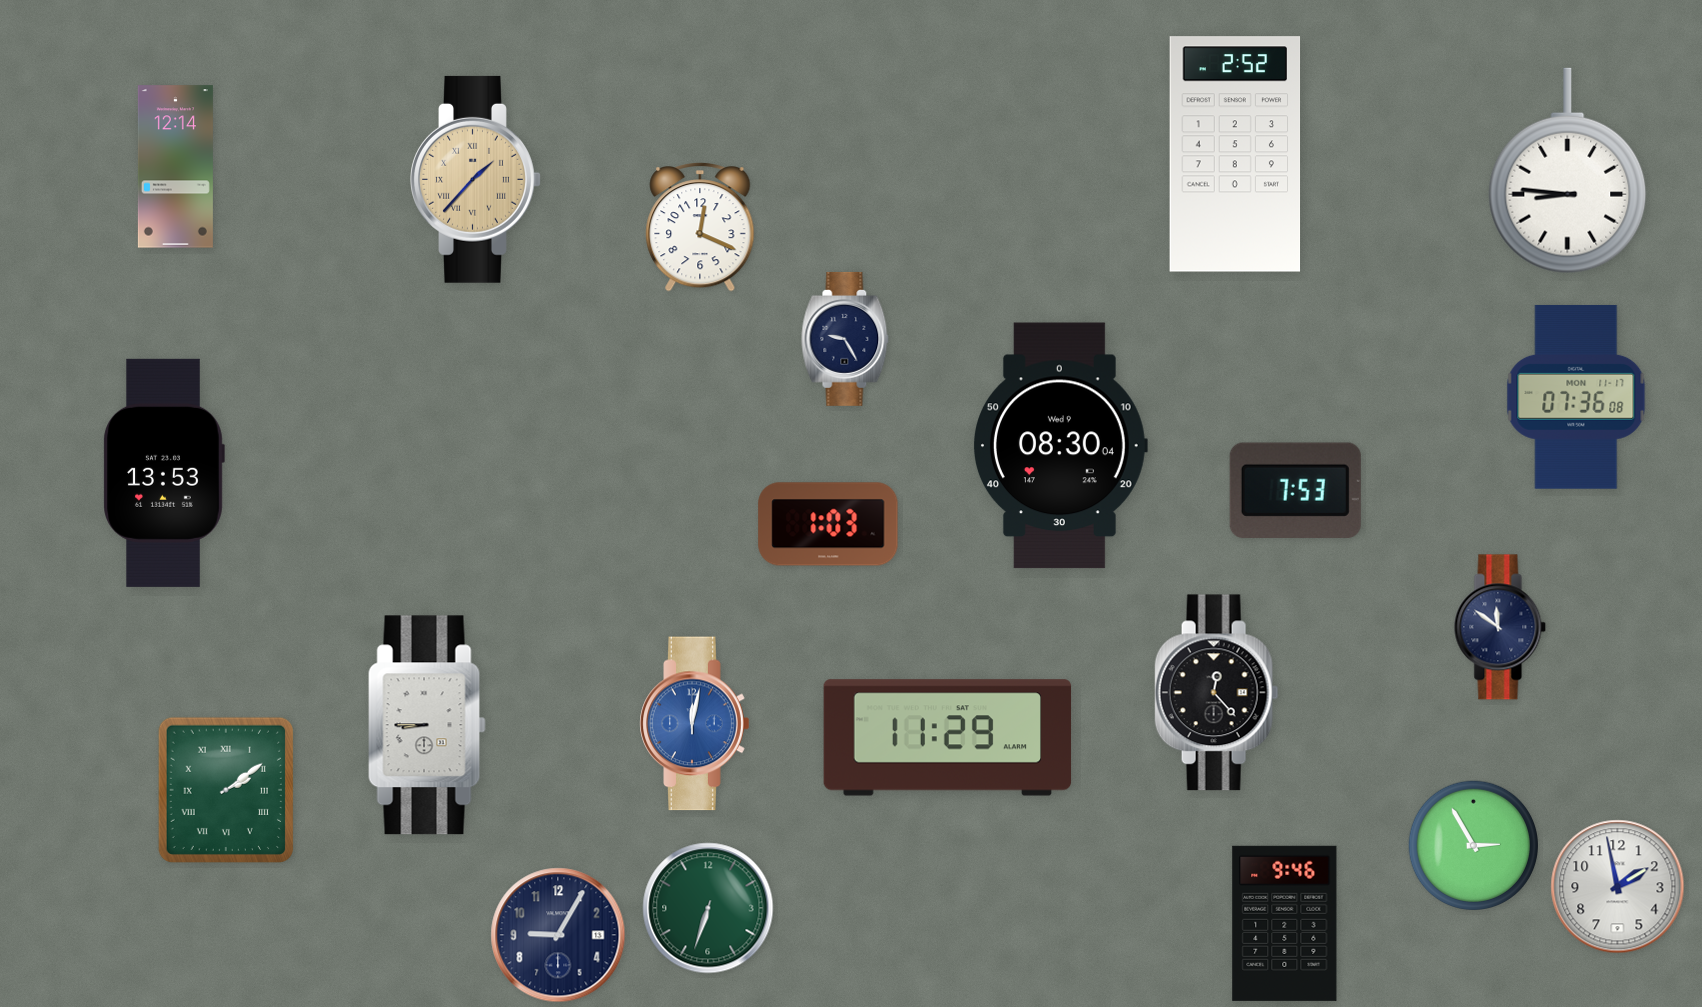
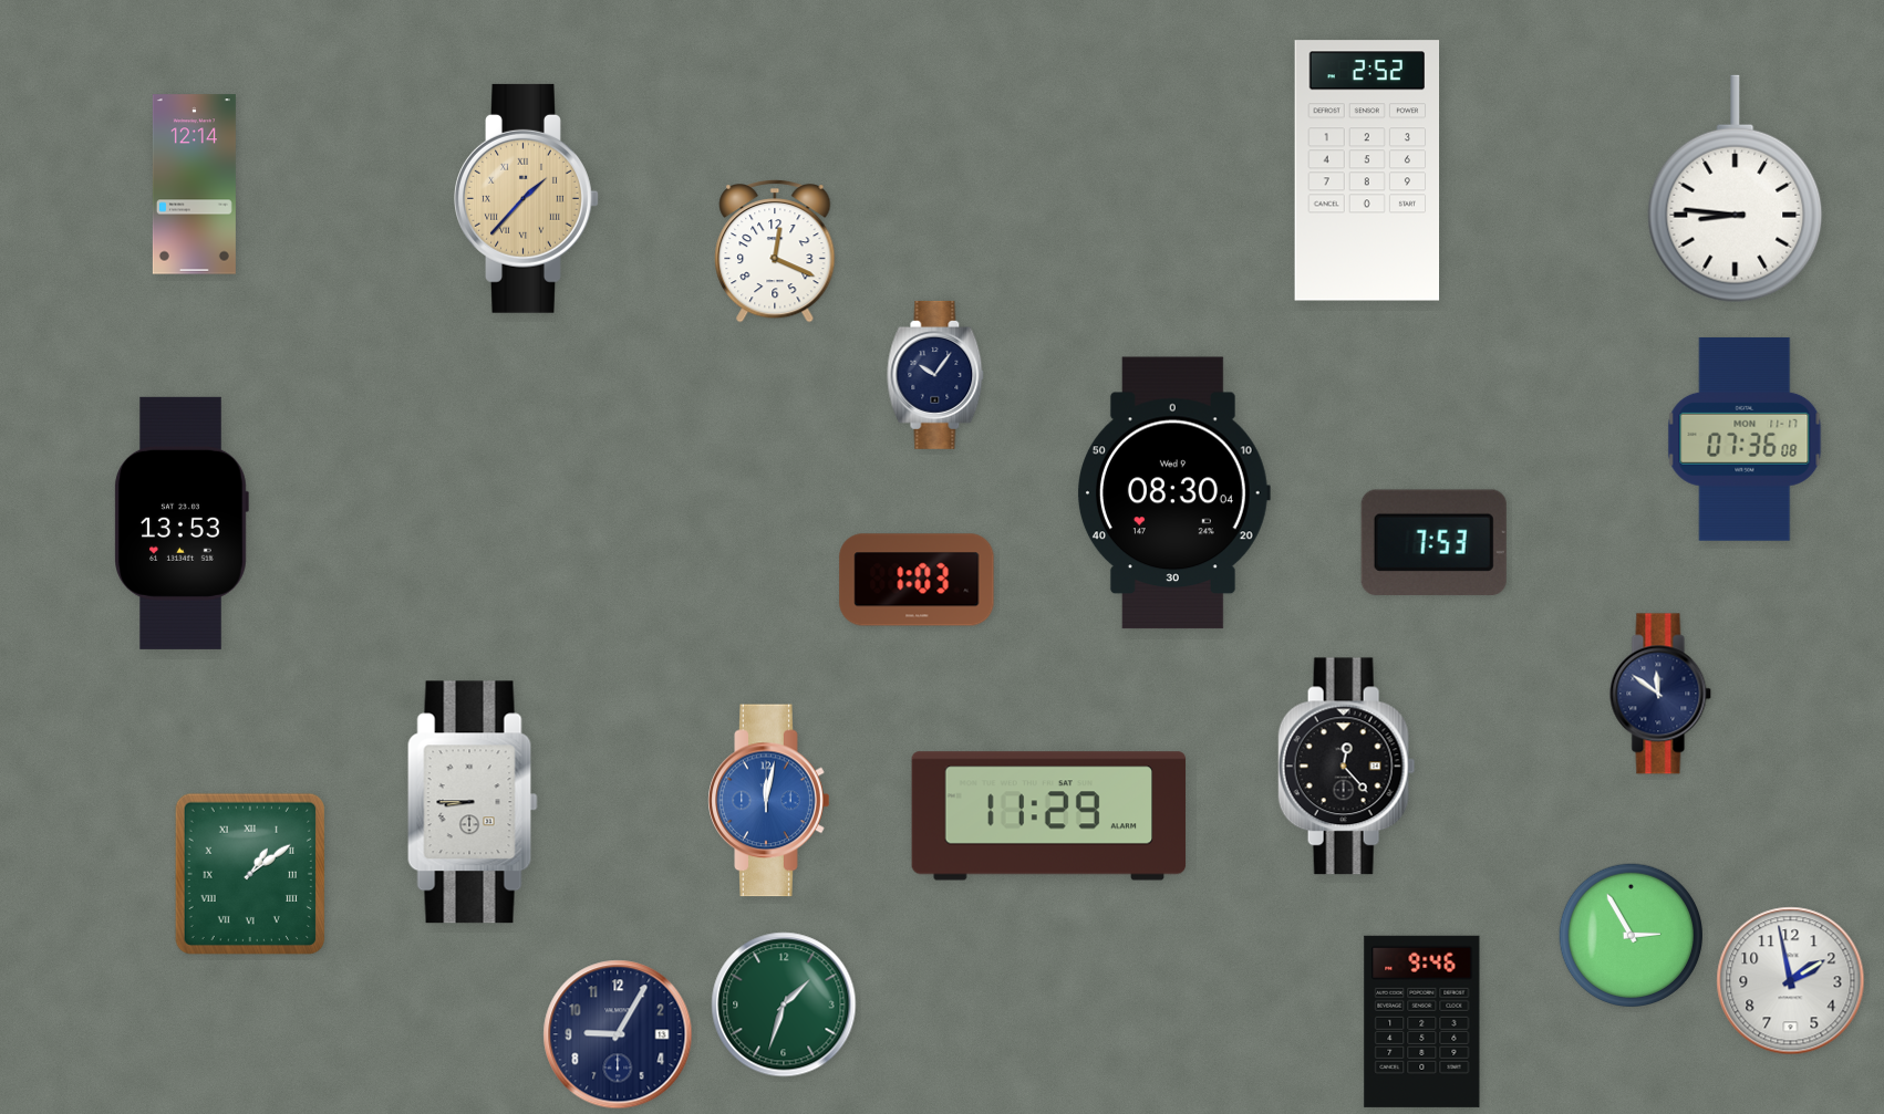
clock at (845, 339): 9:25 -> 10:06
clock at (226, 789): 2:09 -> 1:09
clock at (708, 908): 6:33 -> 1:33
